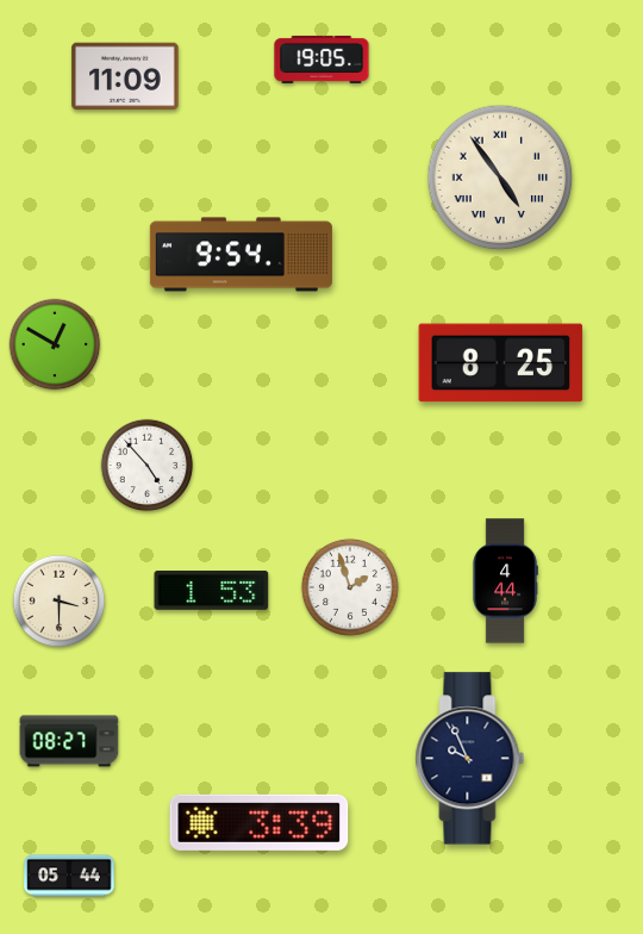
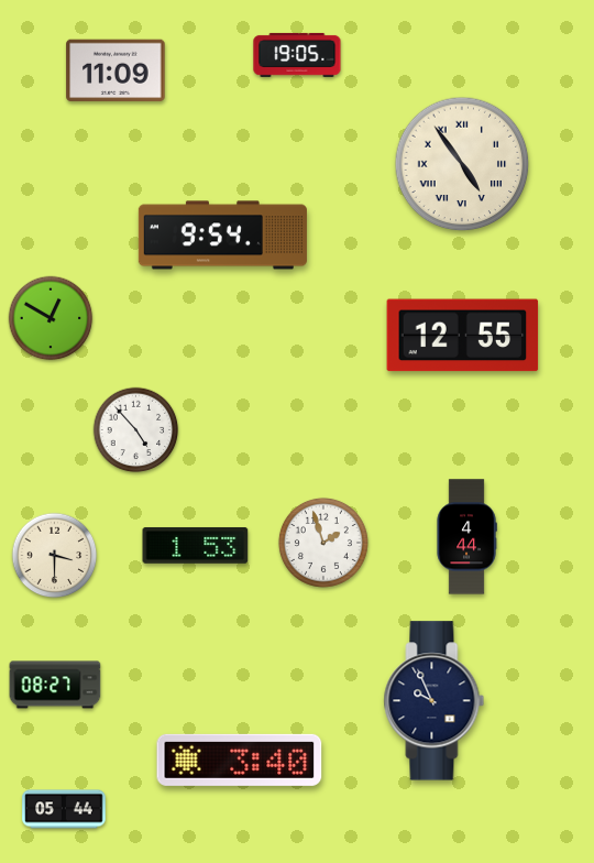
clock at (501, 363): 8:25 -> 12:55
clock at (69, 741) position: (69, 741) -> (55, 685)
clock at (260, 822): 3:39 -> 3:40
